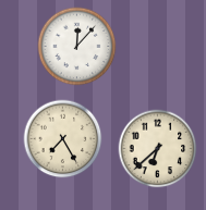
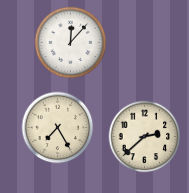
clock at (158, 149): 6:38 -> 2:38
